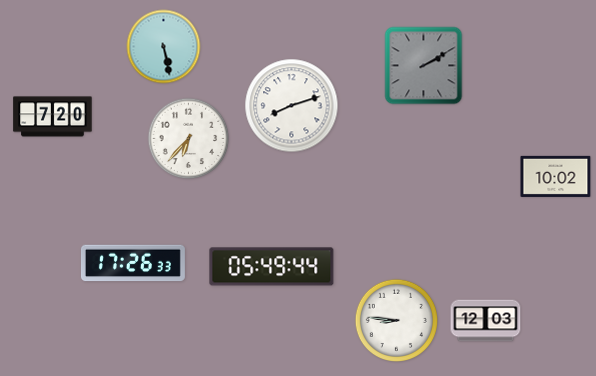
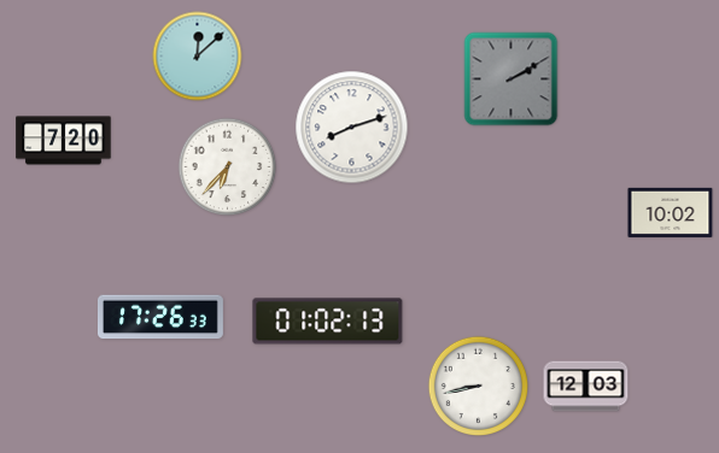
clock at (164, 47): 5:28 -> 12:08
clock at (272, 267): 05:49 -> 01:02
clock at (396, 320): 8:46 -> 8:43
